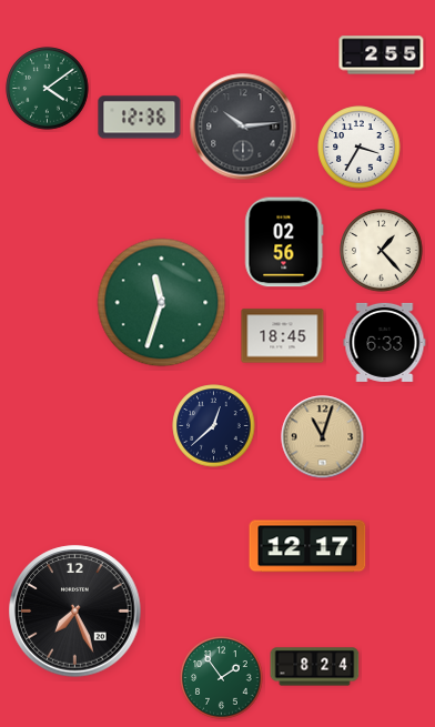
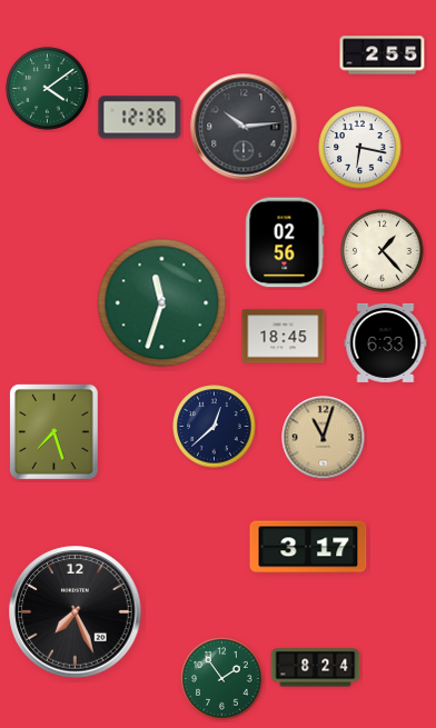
clock at (360, 148): 3:35 -> 6:17
clock at (53, 431): none -> 7:27
clock at (307, 546): 12:17 -> 3:17
